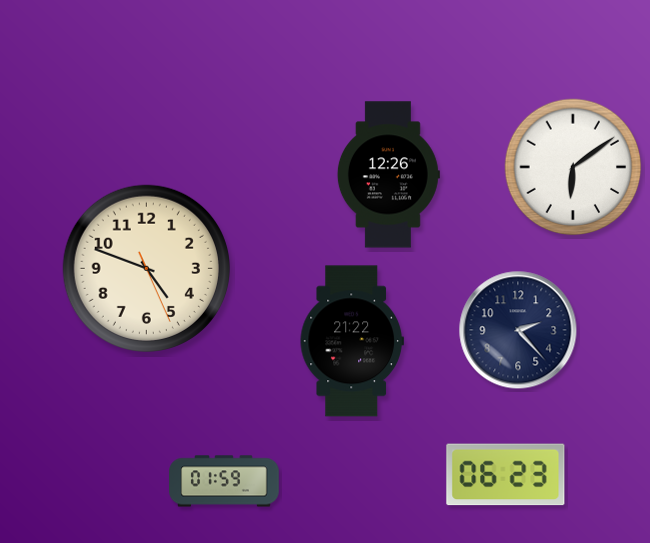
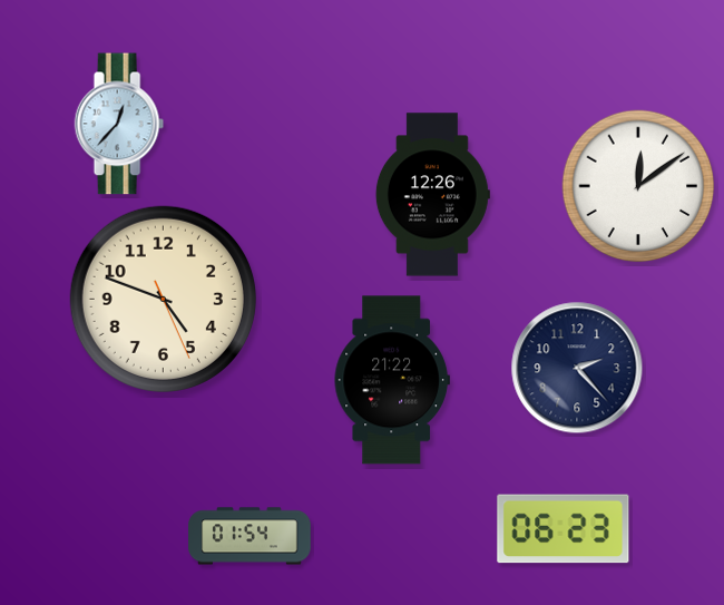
clock at (119, 124): none -> 12:37
clock at (573, 167): 6:09 -> 12:09
clock at (224, 481): 01:59 -> 01:54
